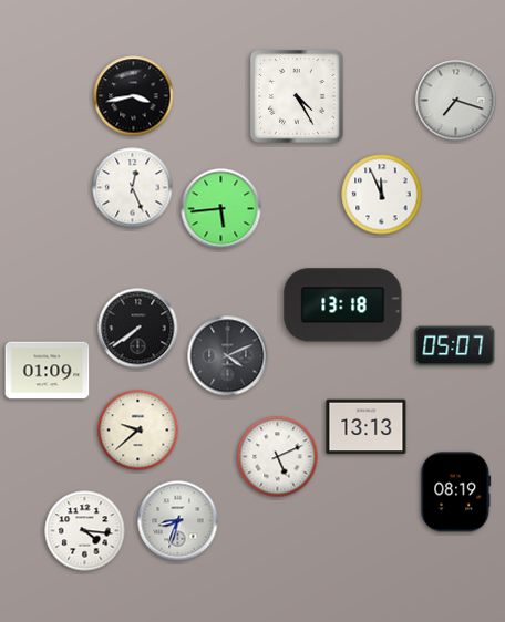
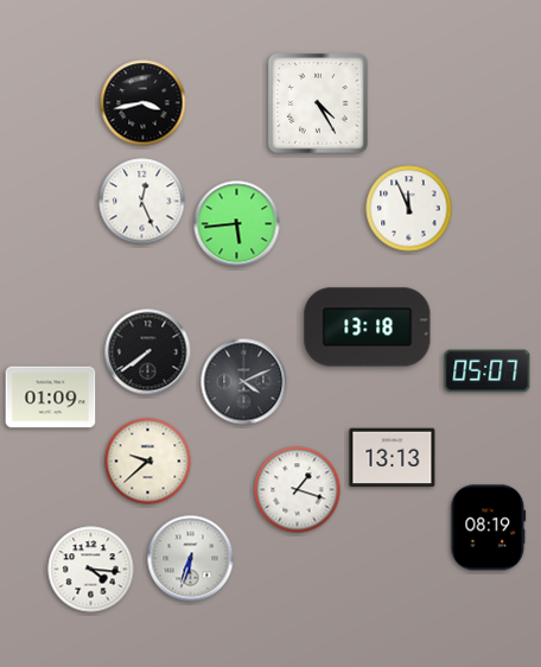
clock at (456, 101): 7:18 -> none
clock at (278, 457): 5:11 -> 1:18
clock at (178, 521): 8:33 -> 6:33
